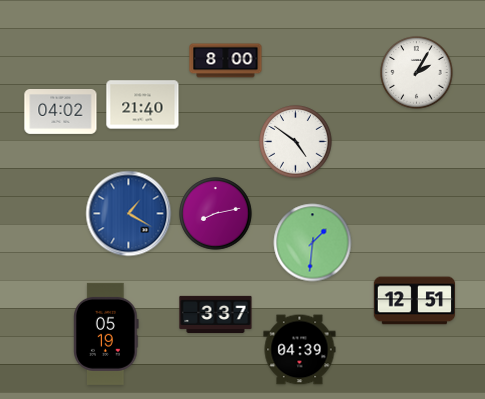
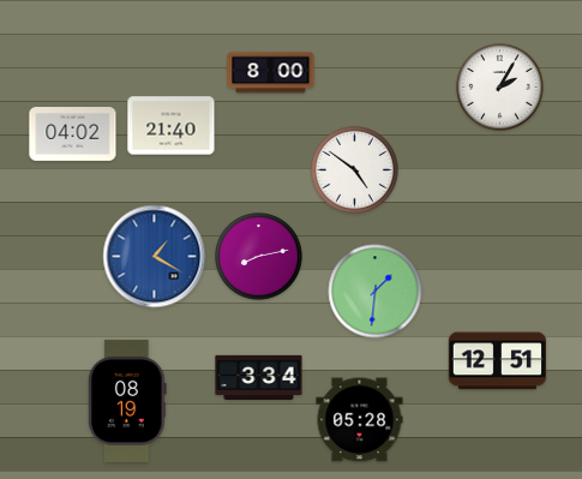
clock at (216, 314): 3:37 -> 3:34
clock at (106, 334): 05:19 -> 08:19
clock at (300, 350): 04:39 -> 05:28
